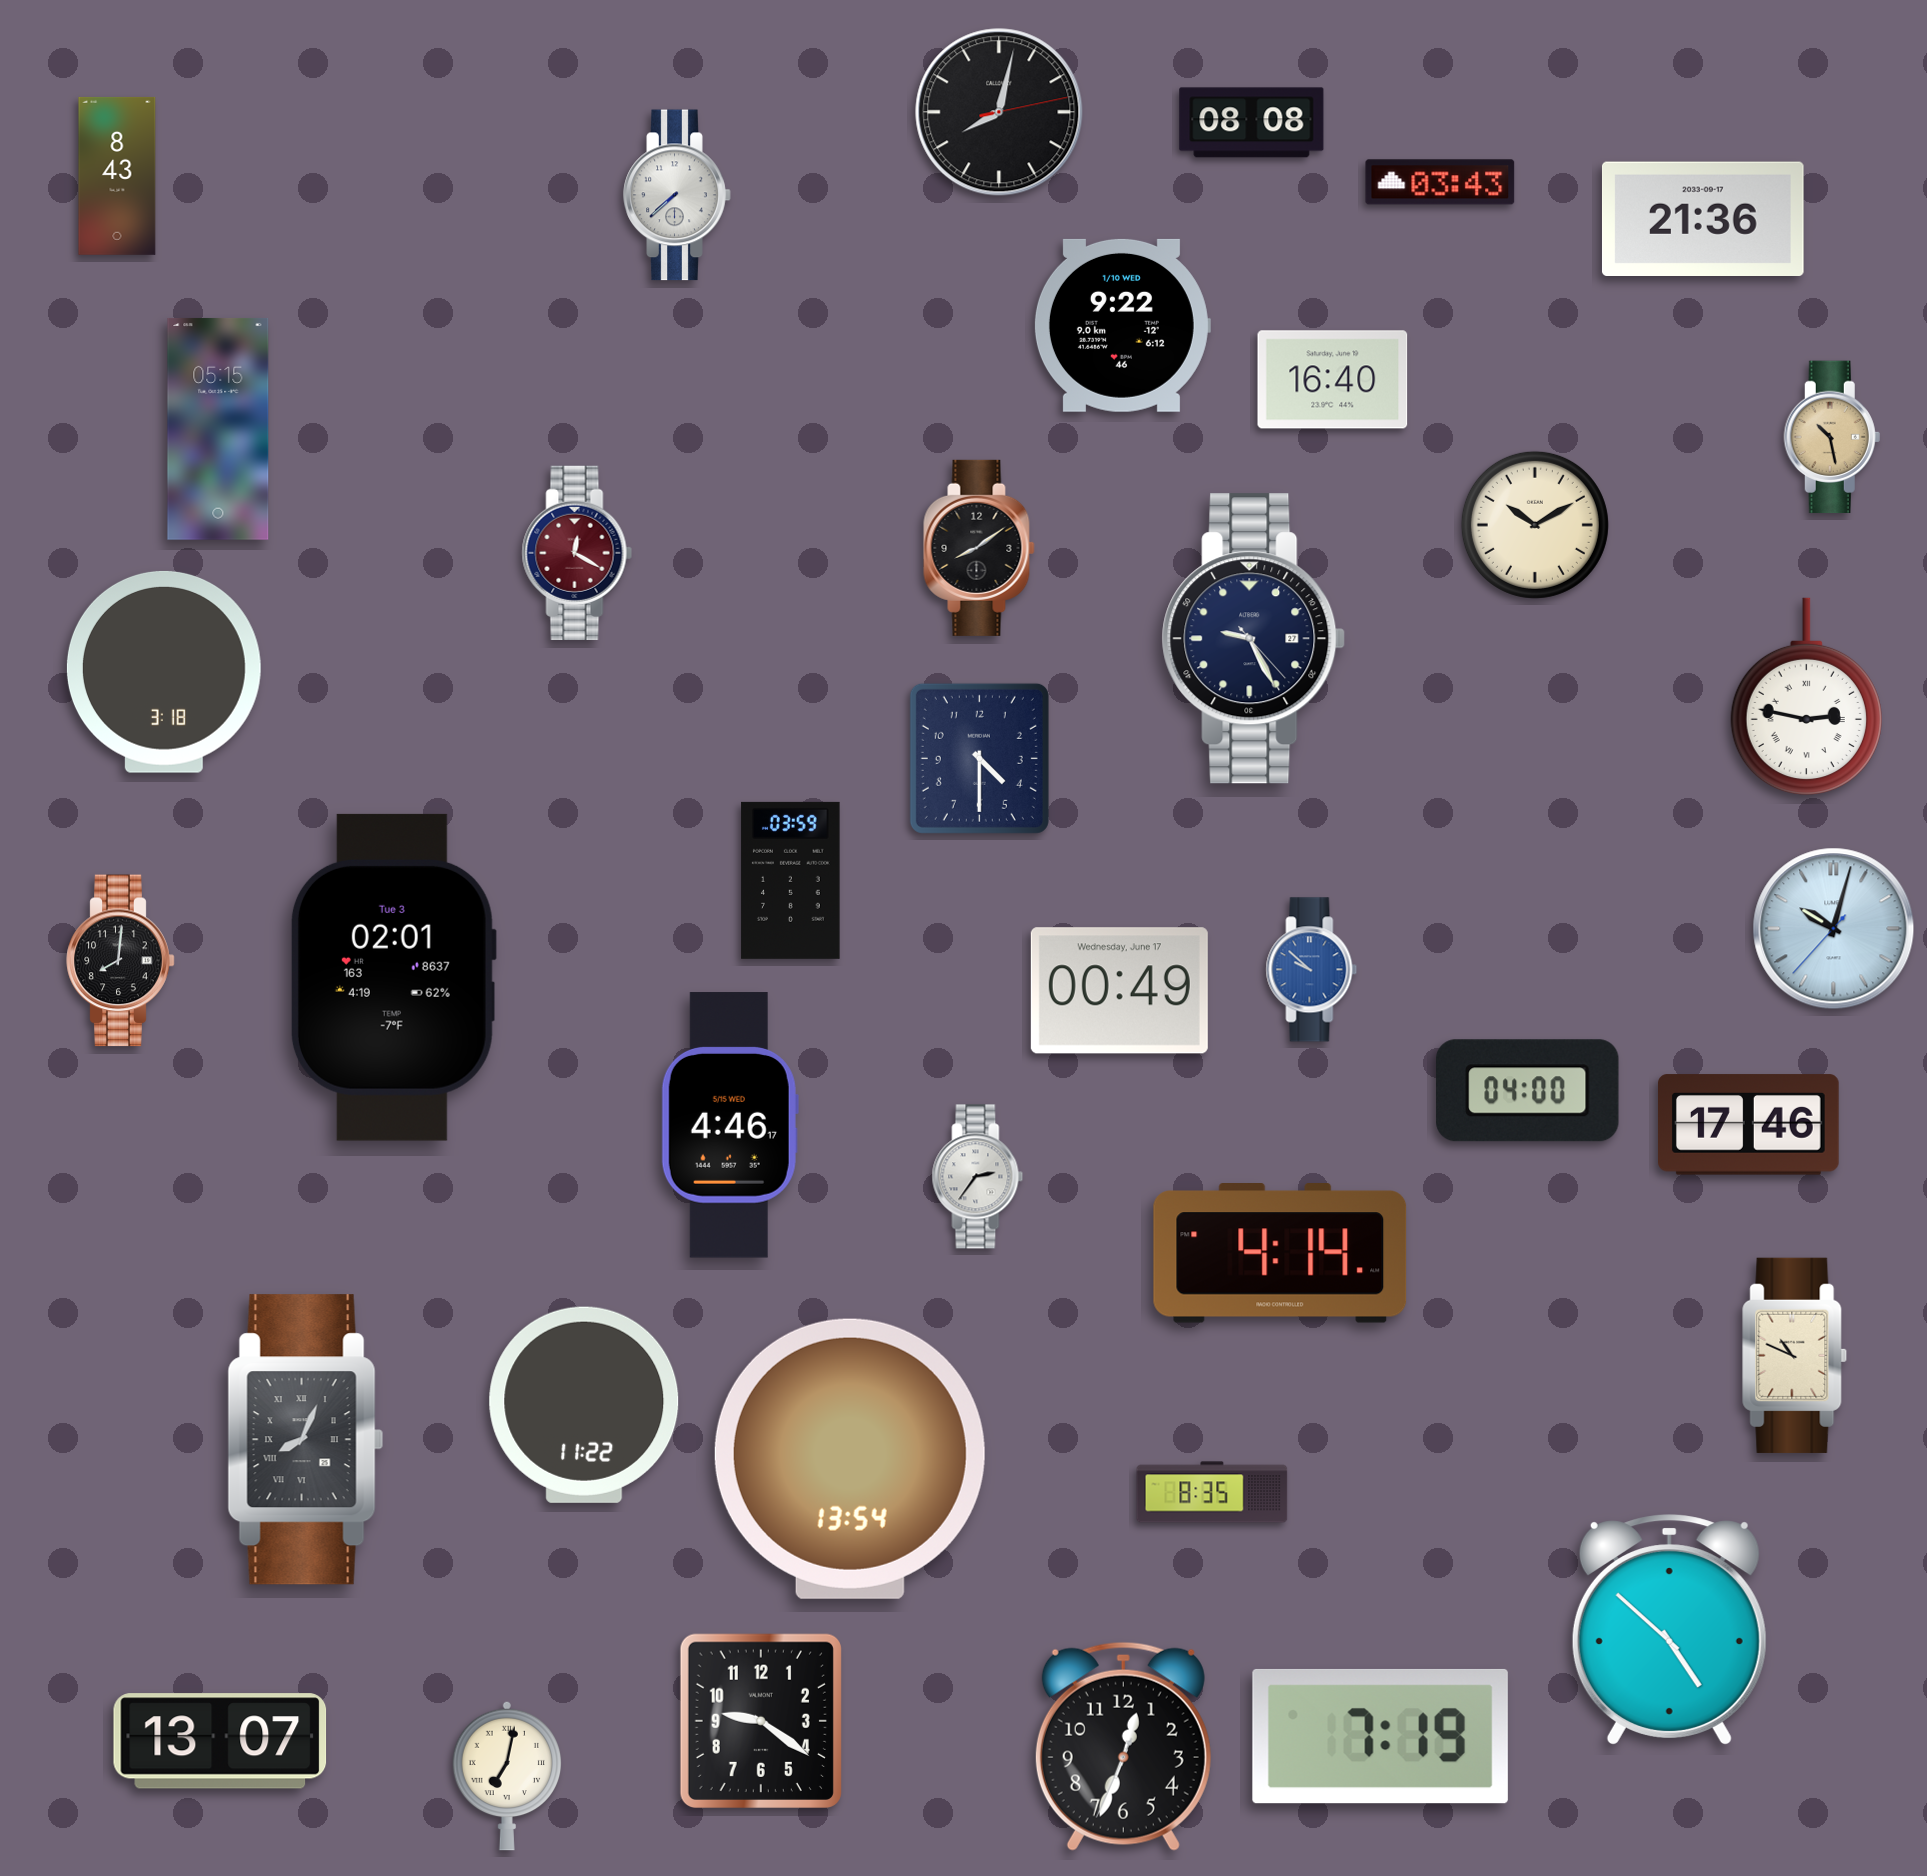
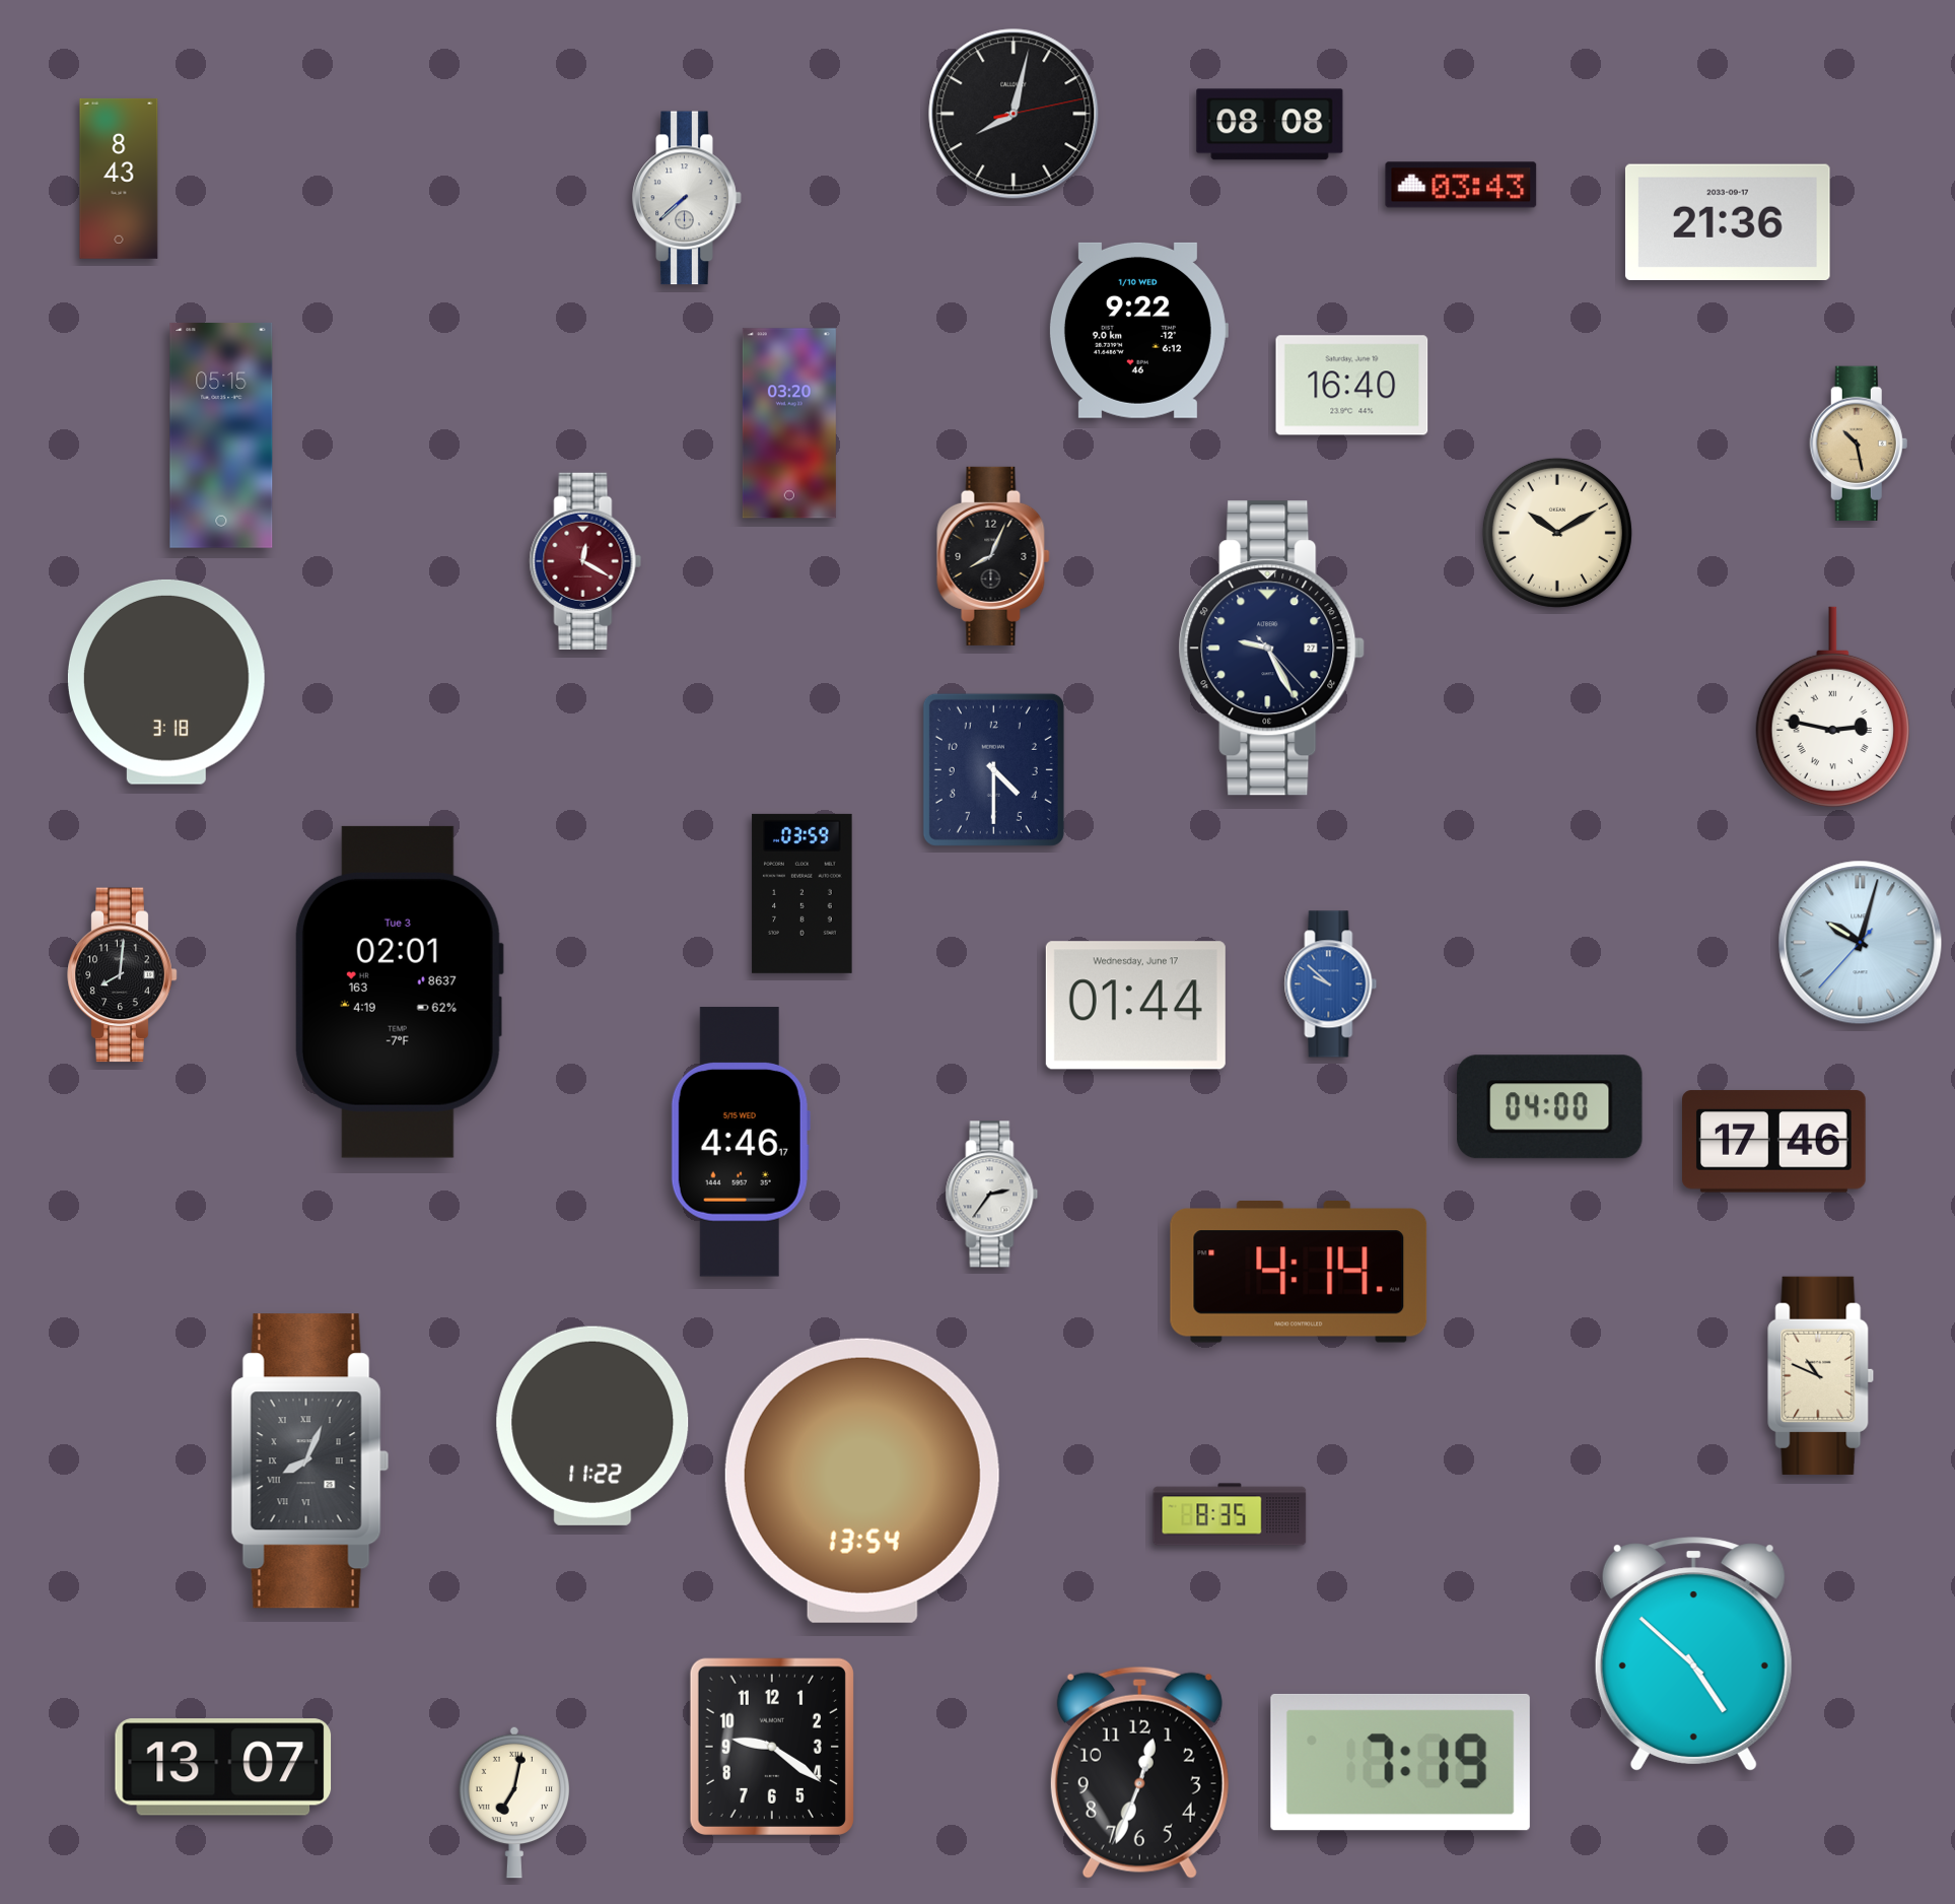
clock at (789, 423): none -> 03:20
clock at (979, 548): 8:09 -> 8:04
clock at (1119, 991): 00:49 -> 01:44
